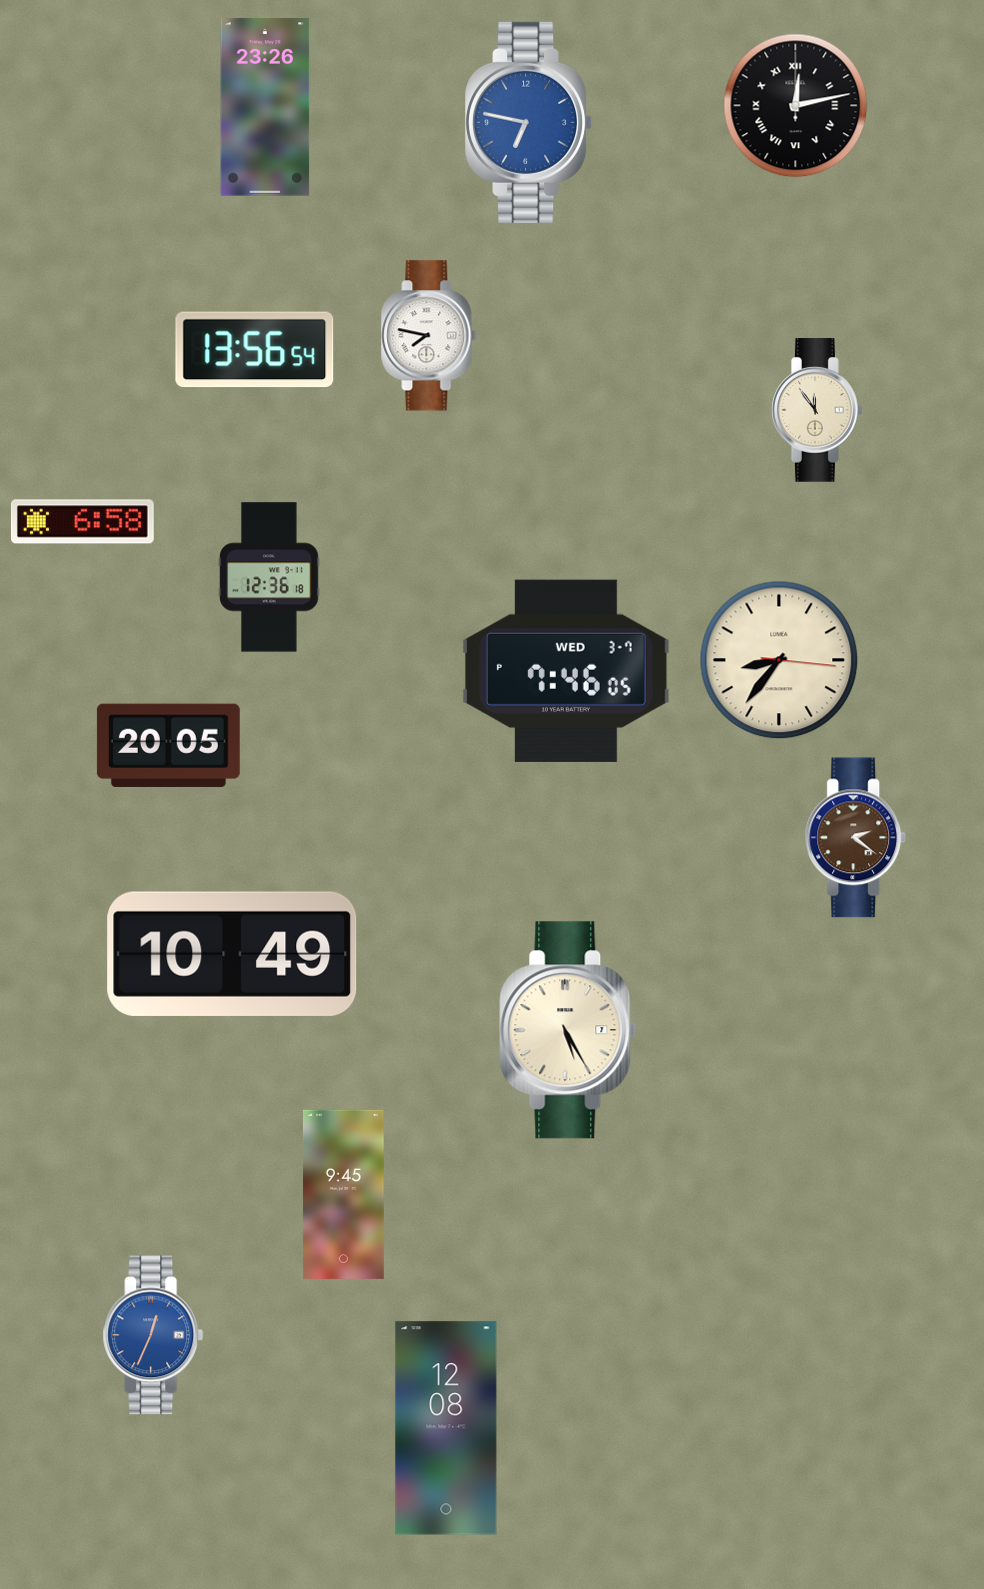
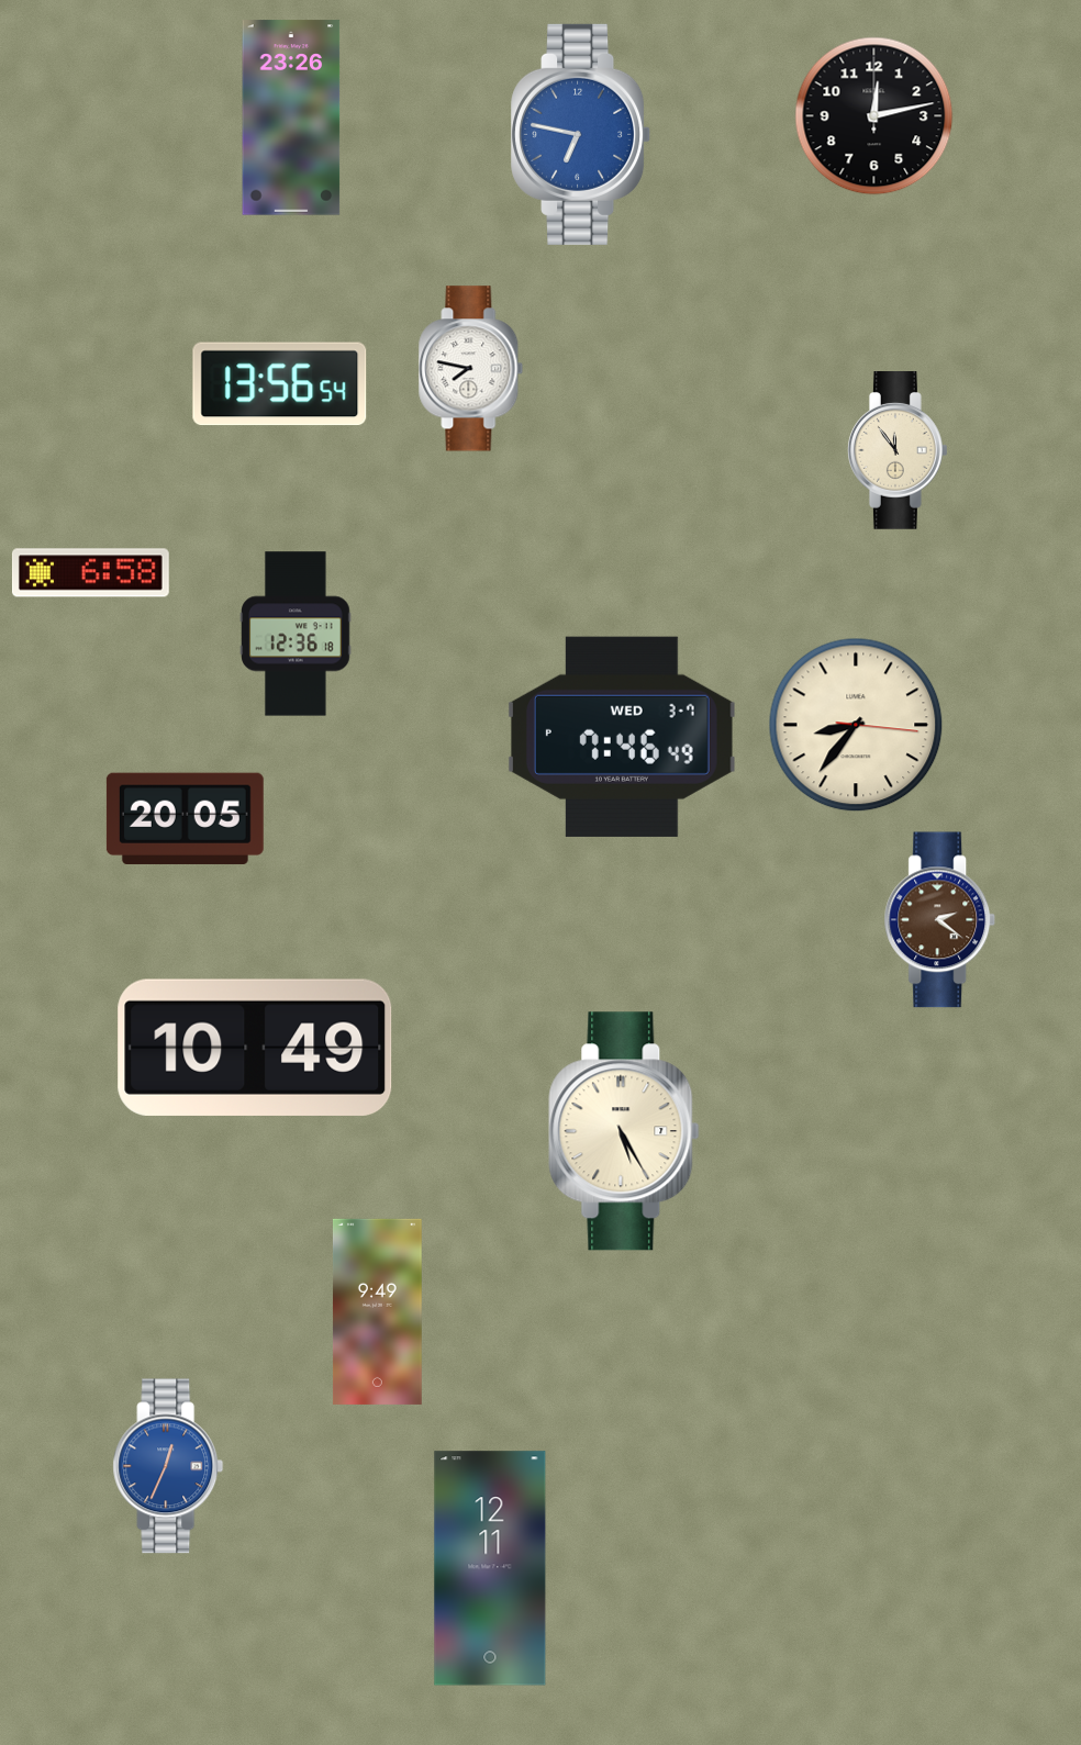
clock at (796, 106) numerals: Roman -> Arabic
clock at (566, 671): 7:46:05 PM -> 7:46:49 PM
clock at (343, 1194): 9:45 -> 9:49
clock at (446, 1428): 12:08 -> 12:11
